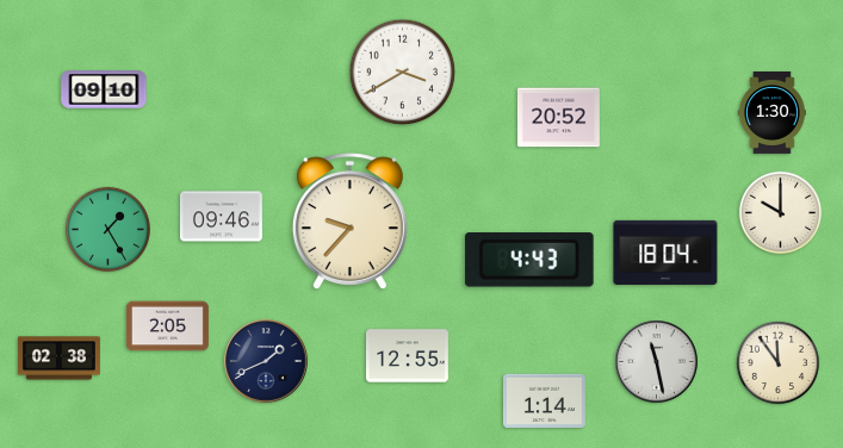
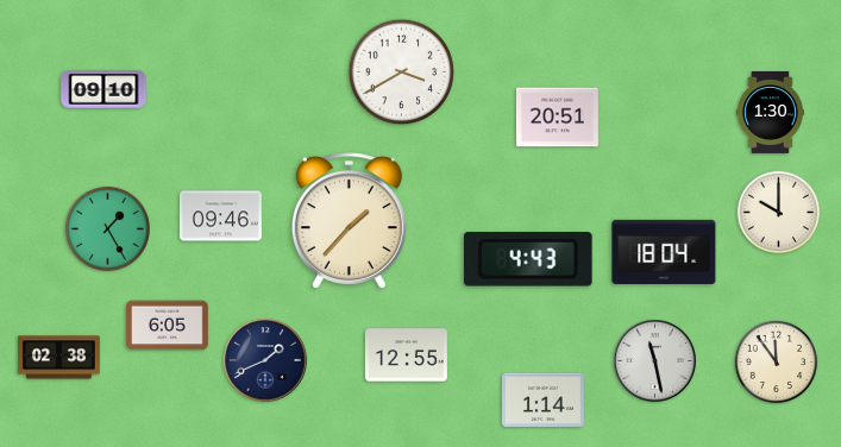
clock at (558, 118): 20:52 -> 20:51
clock at (349, 222): 9:37 -> 1:37
clock at (167, 326): 2:05 -> 6:05
